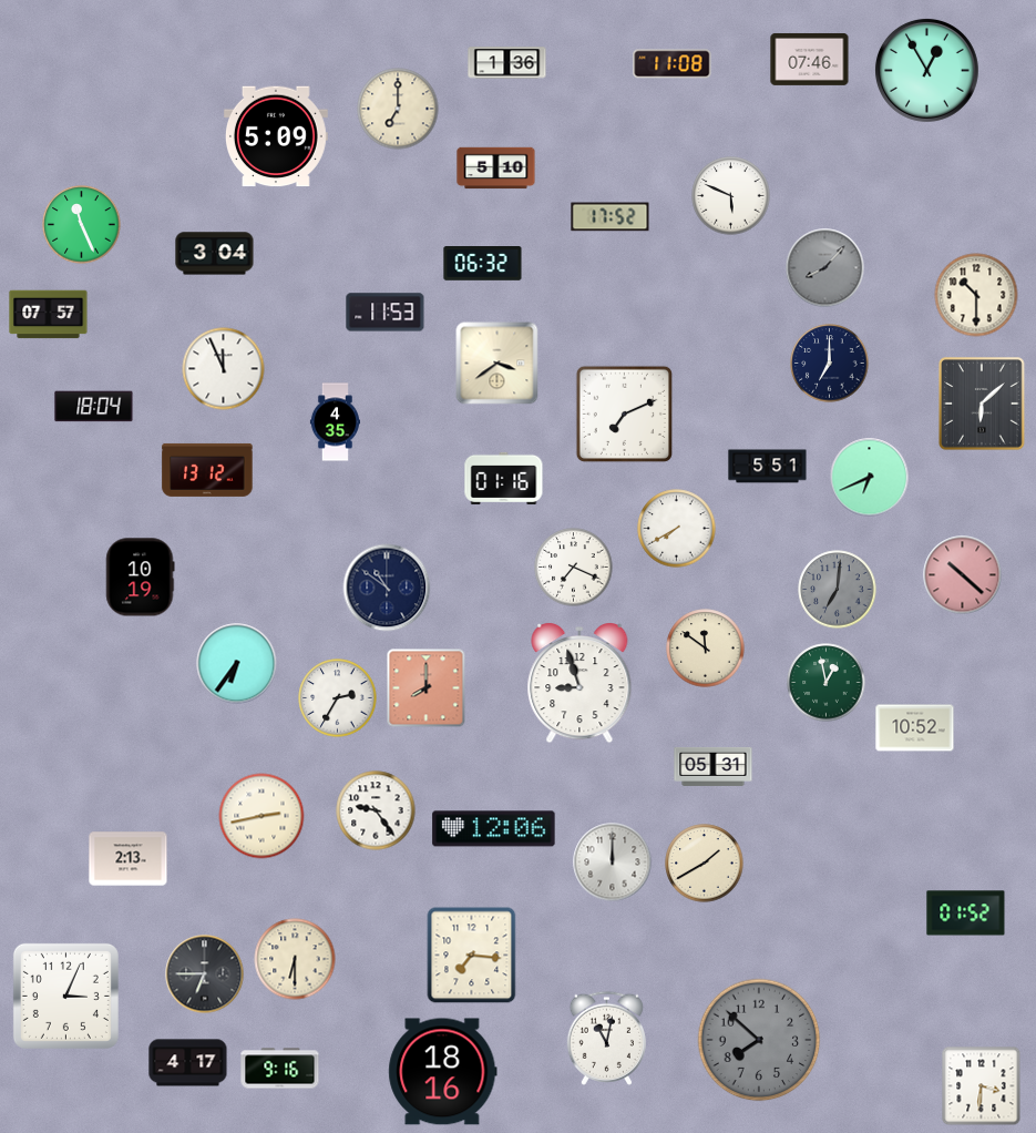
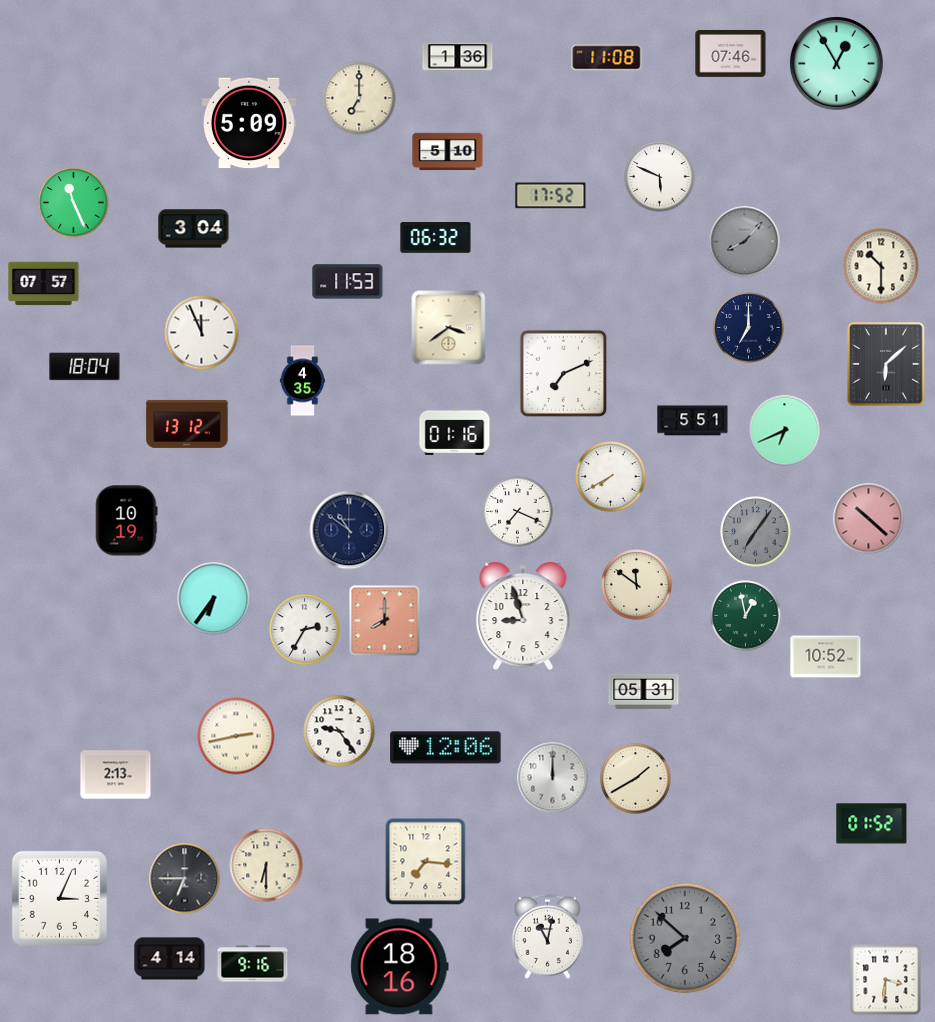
clock at (838, 590): 7:01 -> 7:06
clock at (188, 1063): 4:17 -> 4:14
